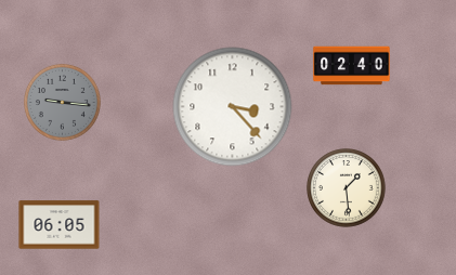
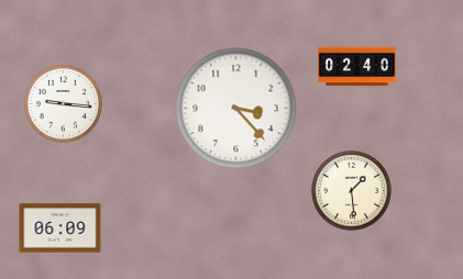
clock at (62, 102) dial: grey -> white
clock at (60, 225): 06:05 -> 06:09
